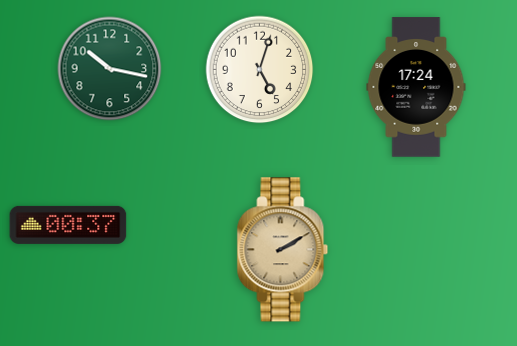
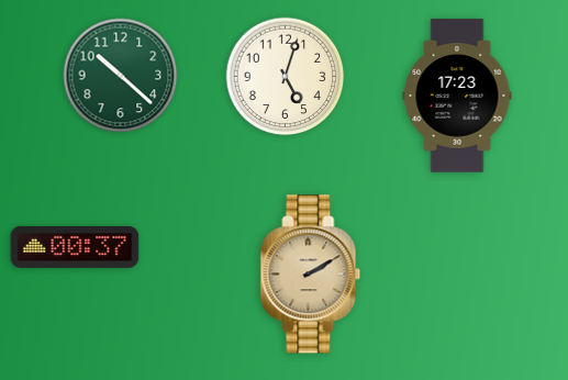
clock at (110, 69): 10:17 -> 10:22
clock at (416, 87): 17:24 -> 17:23
